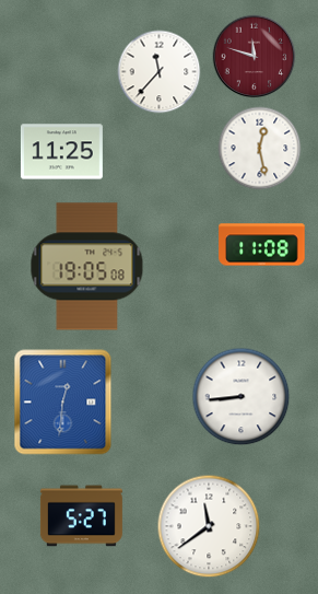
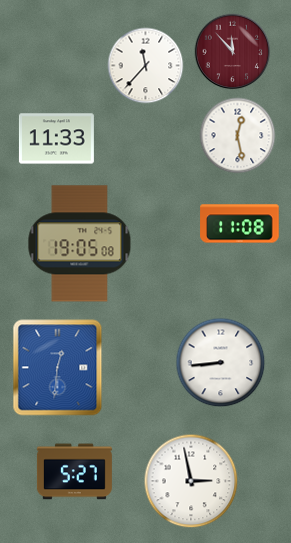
clock at (255, 57): 11:48 -> 11:53
clock at (61, 152): 11:25 -> 11:33
clock at (209, 526): 11:39 -> 2:58
